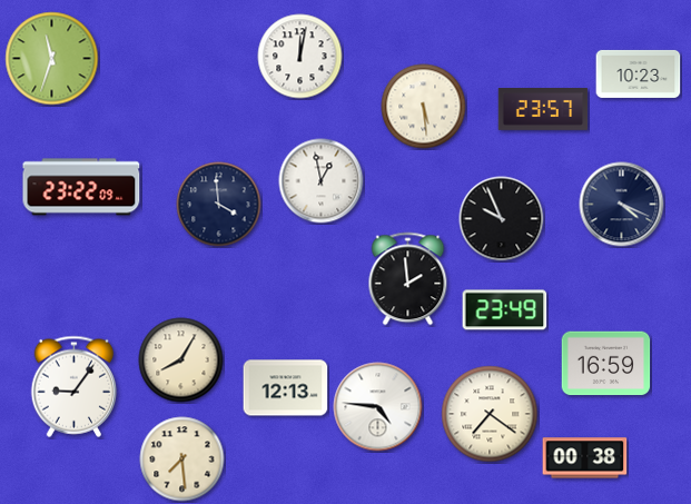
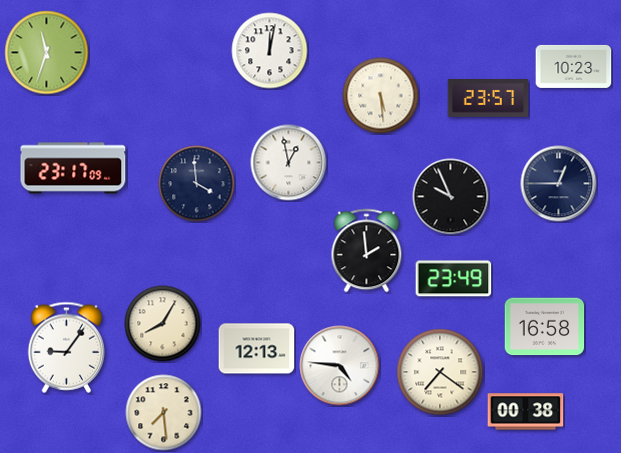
clock at (81, 187): 23:22 -> 23:17
clock at (622, 205): 4:19 -> 12:45
clock at (606, 364): 16:59 -> 16:58
